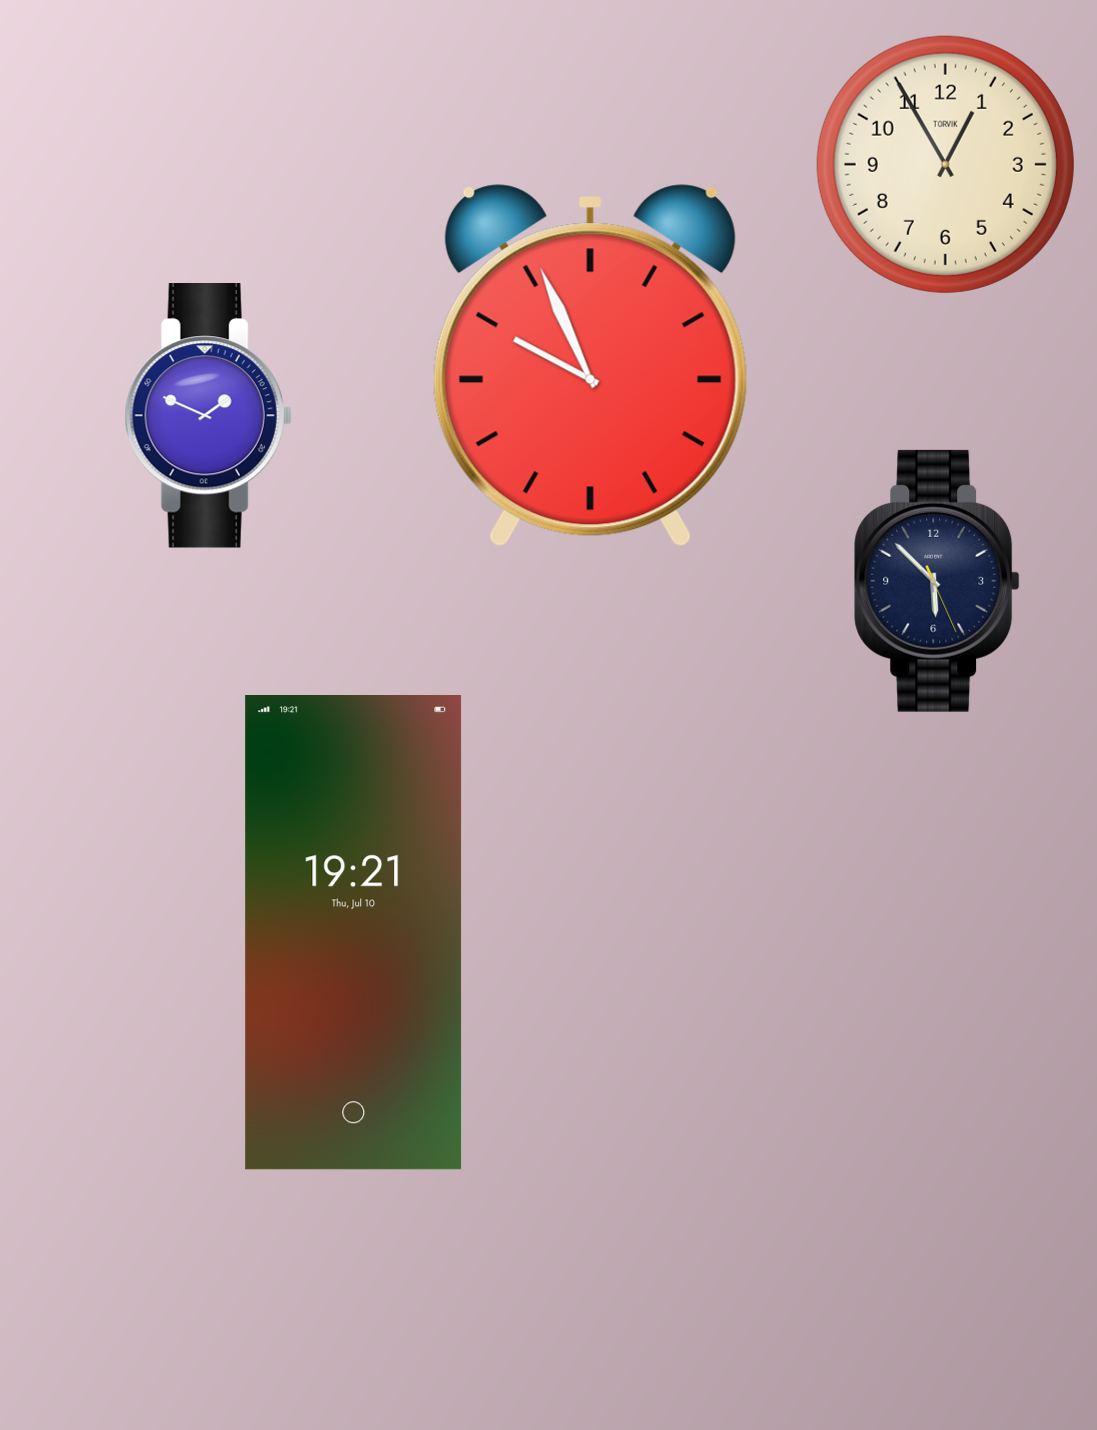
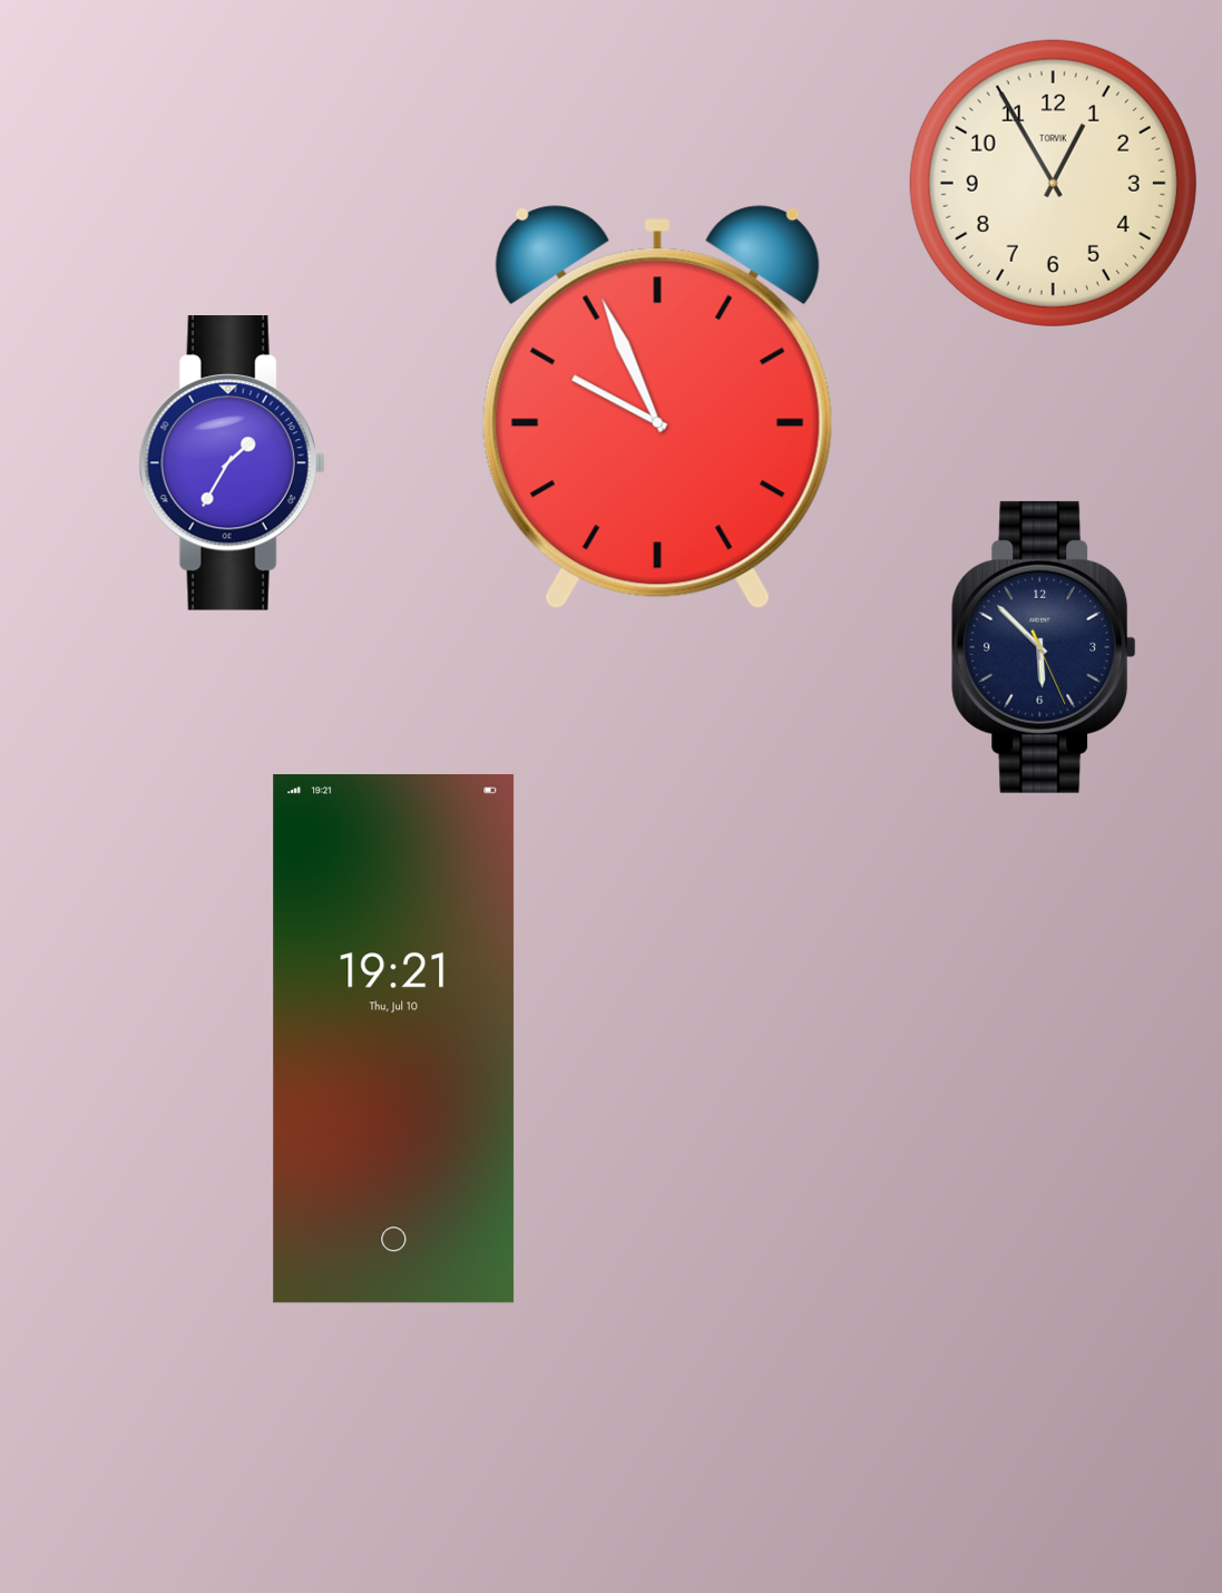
clock at (208, 416): 1:49 -> 1:35
